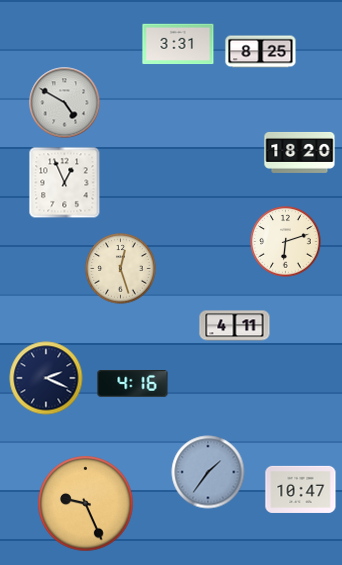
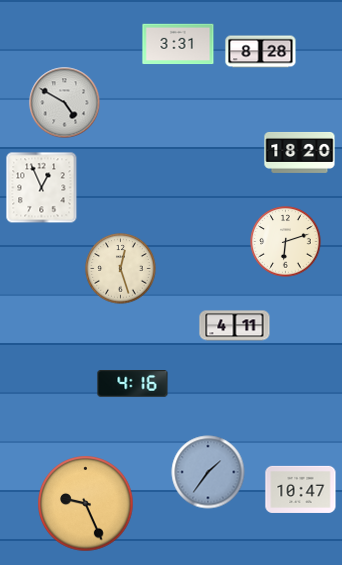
clock at (261, 52): 8:25 -> 8:28
clock at (65, 183) position: (65, 183) -> (42, 188)
clock at (46, 378): 2:19 -> none
